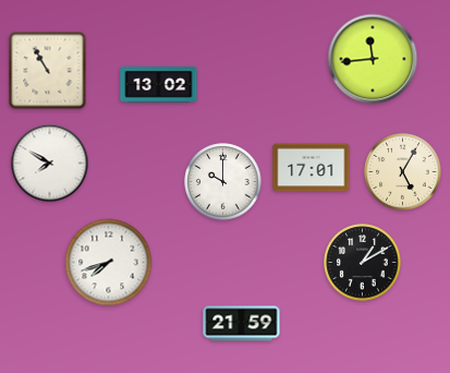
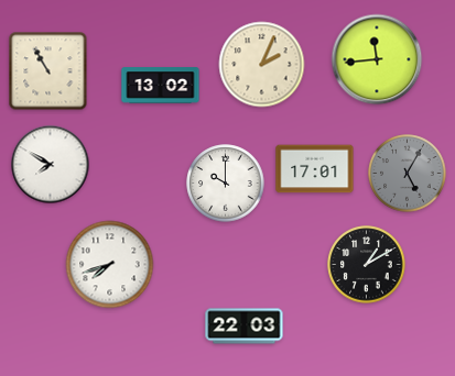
clock at (262, 65): none -> 2:04
clock at (403, 172) dial: cream -> grey
clock at (242, 324): 21:59 -> 22:03
